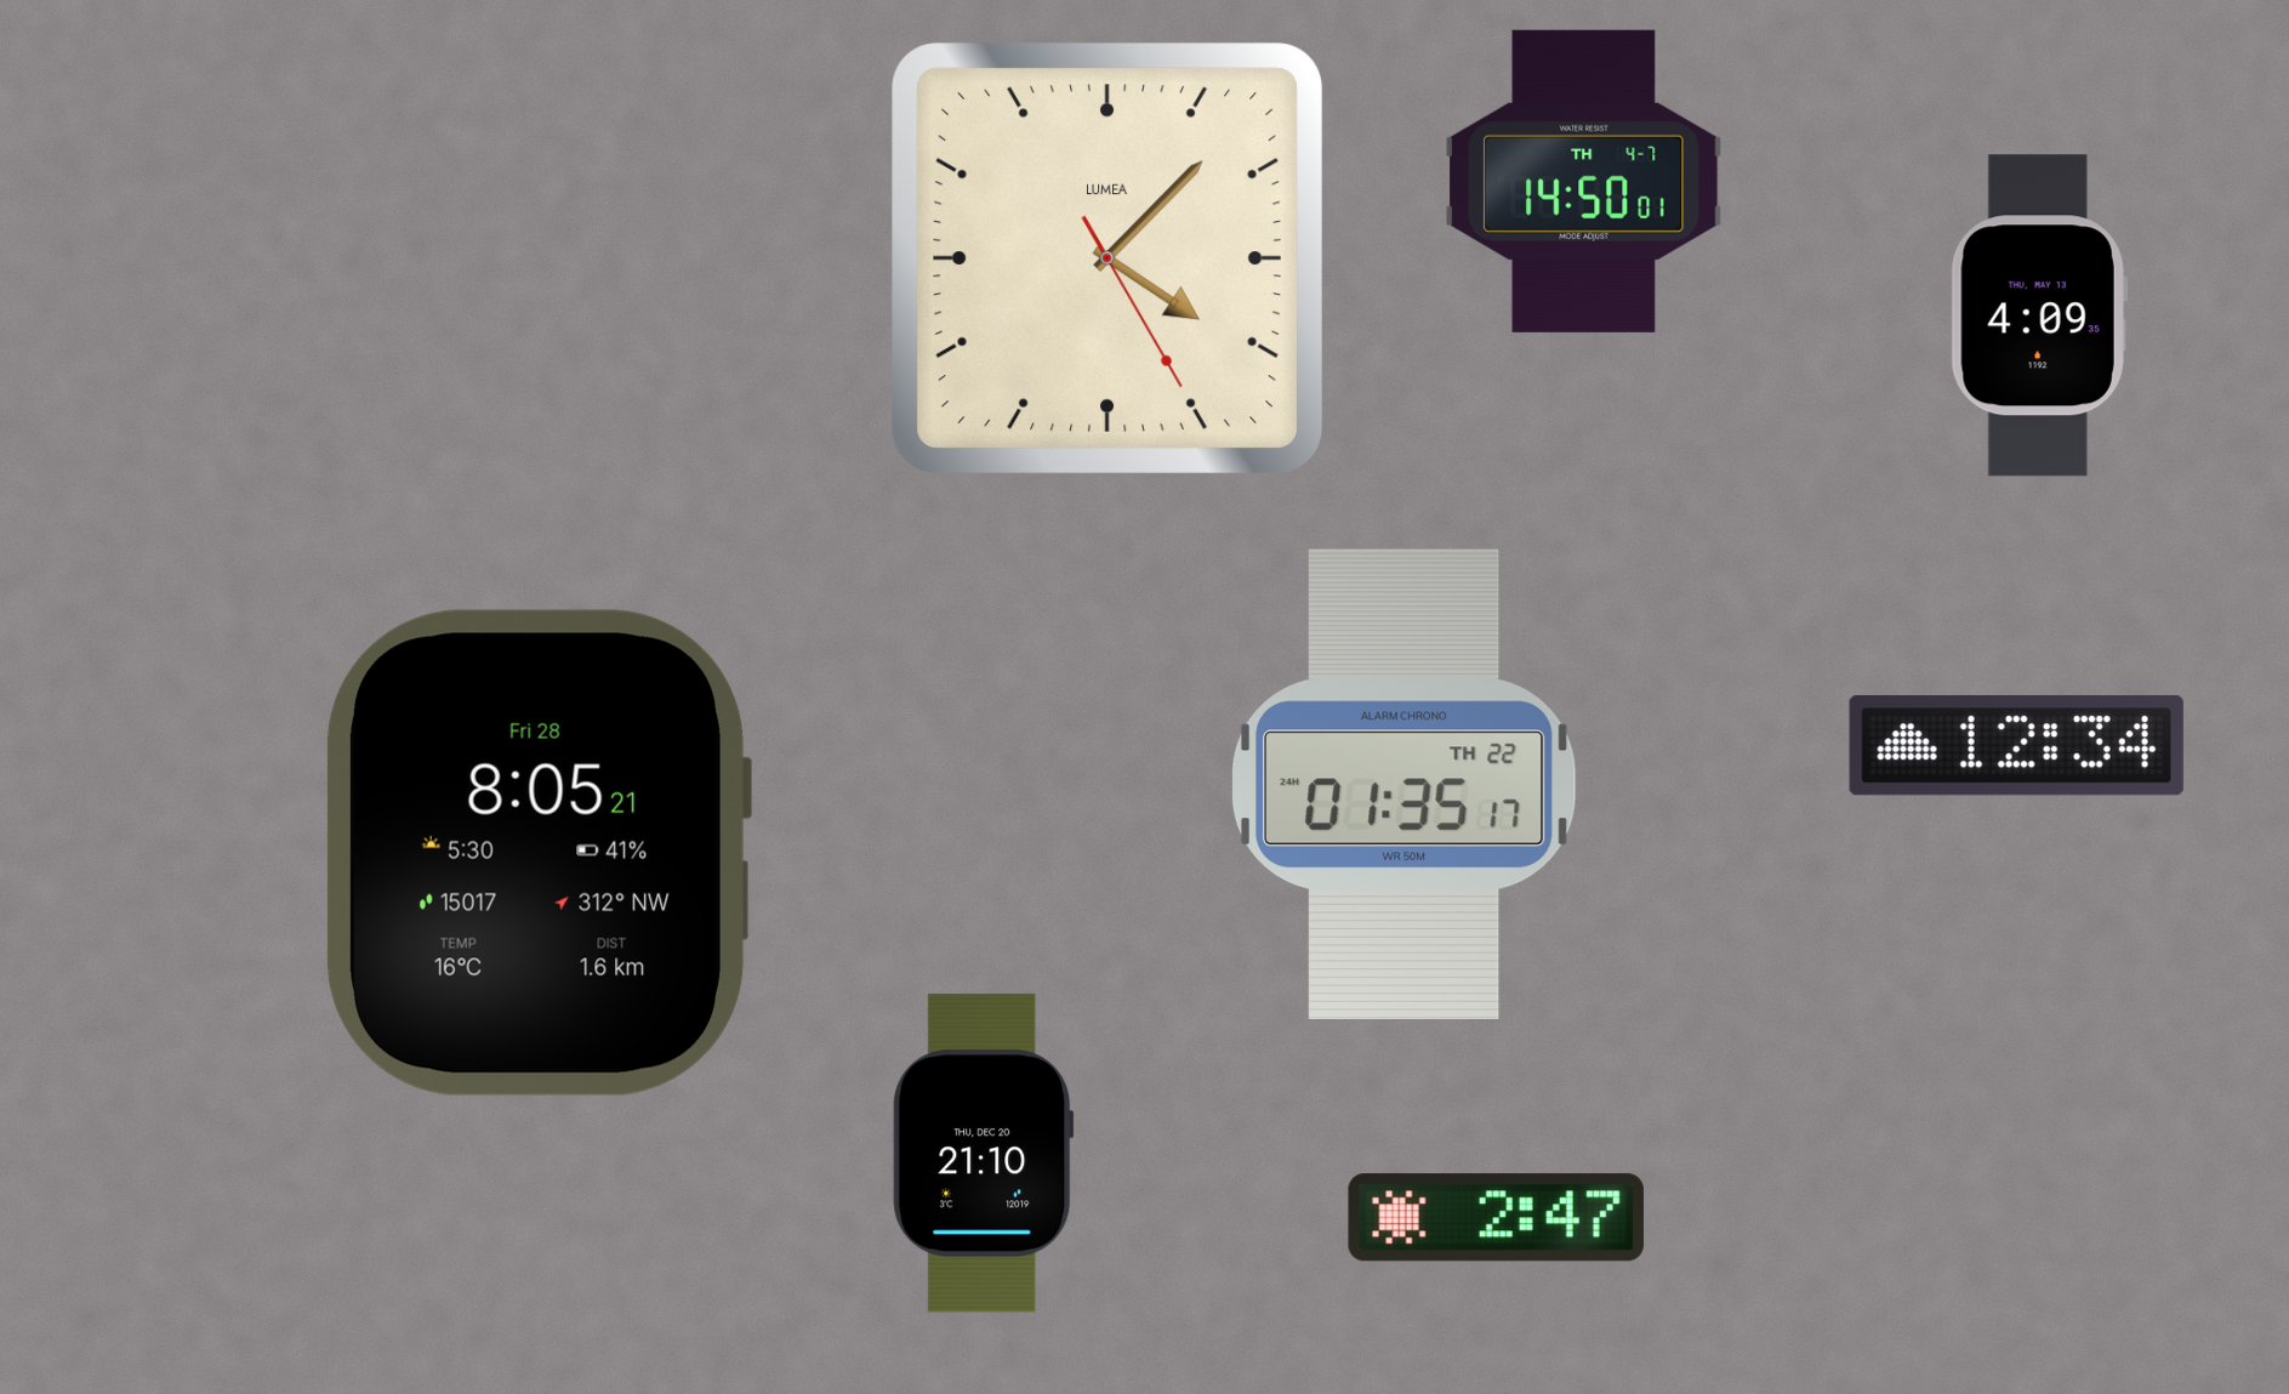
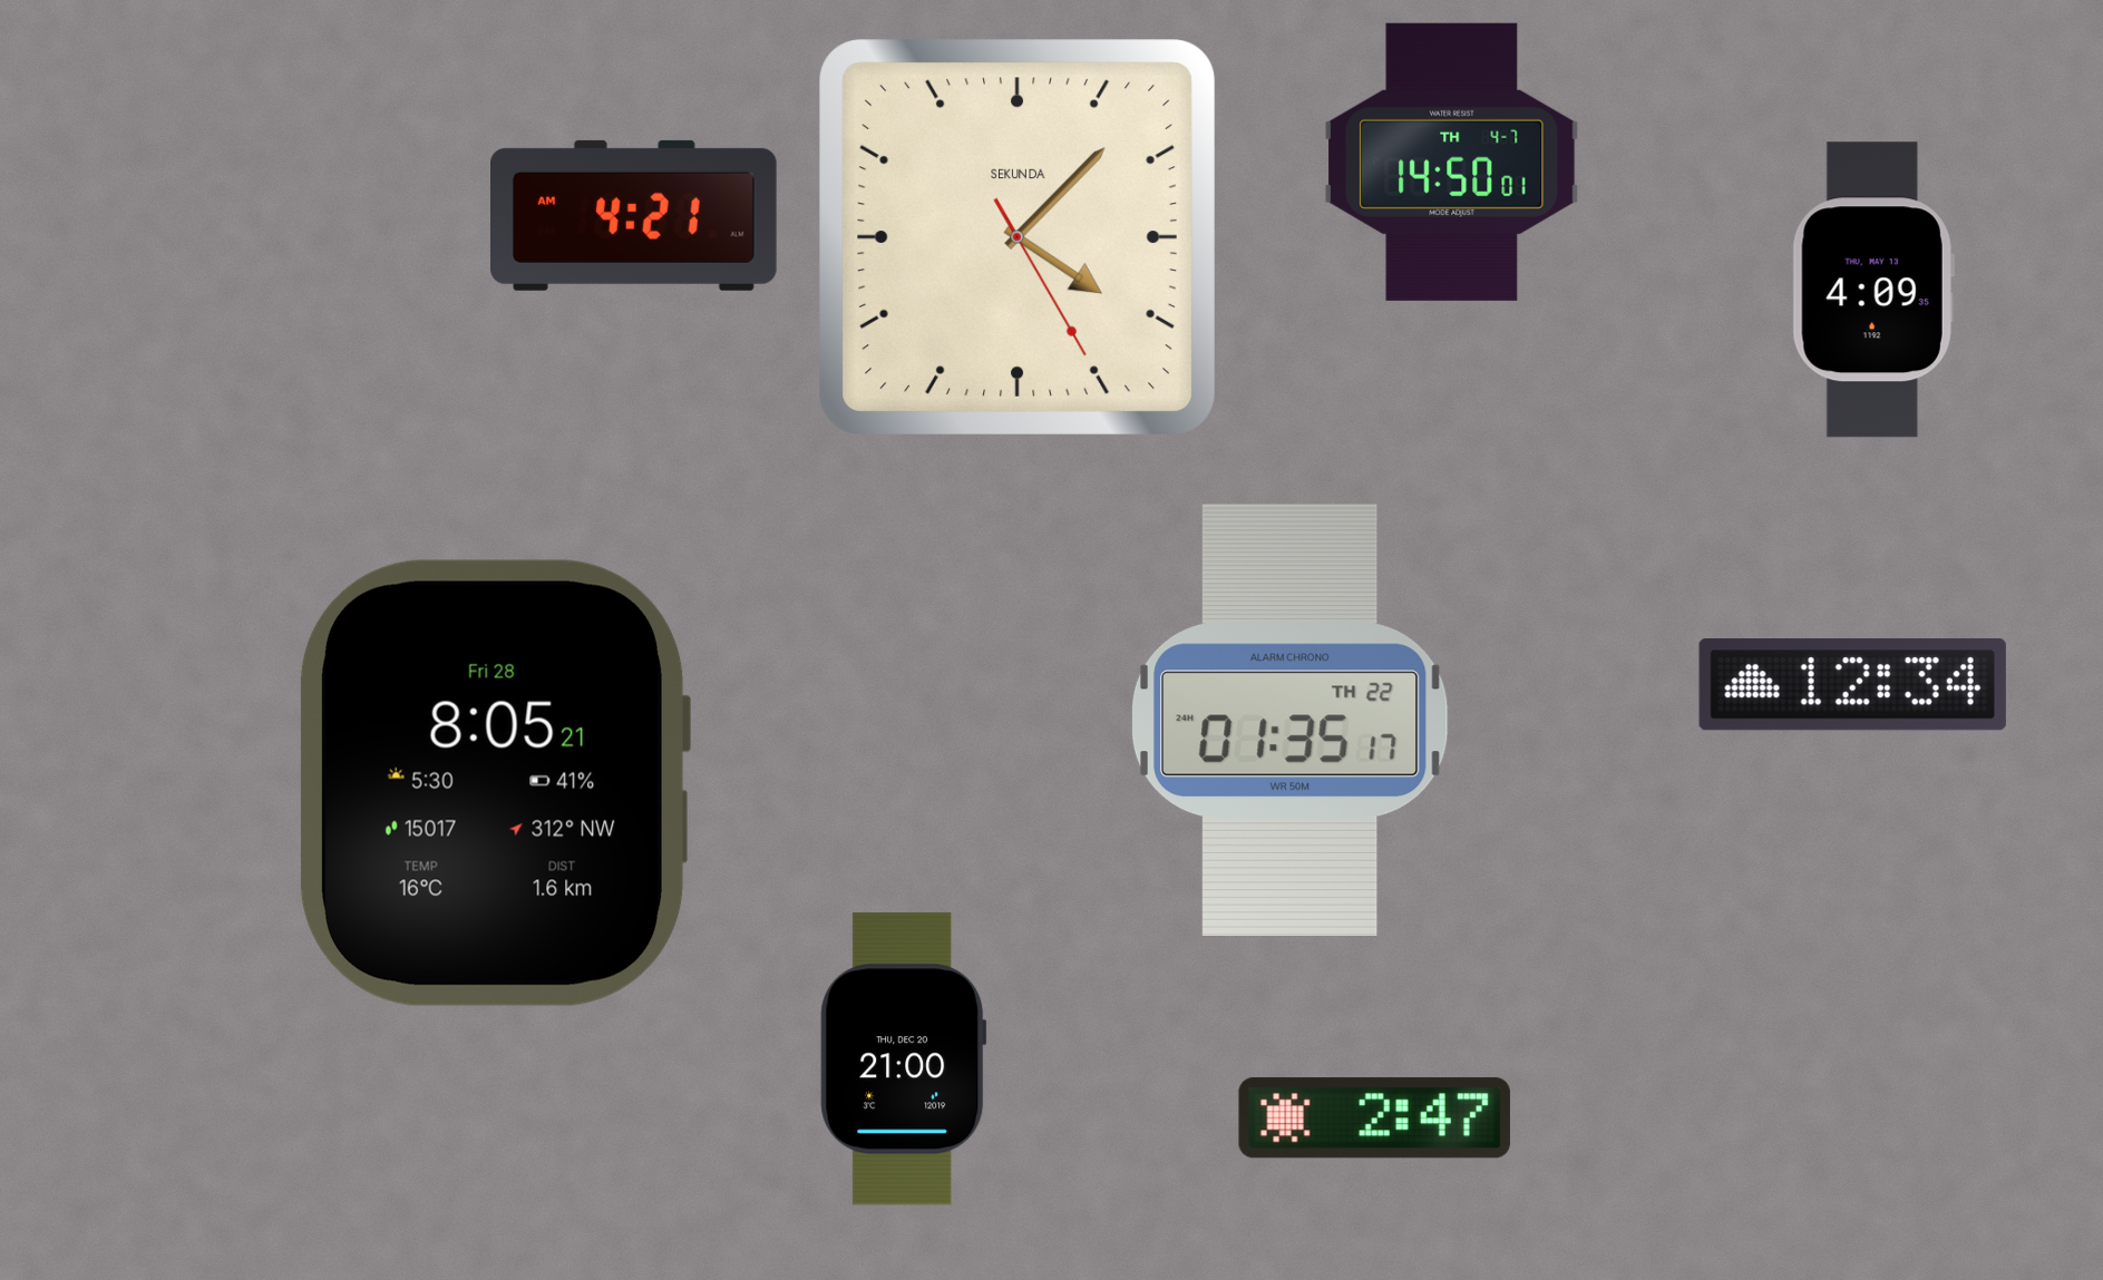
clock at (1584, 181) position: (1584, 181) -> (1452, 162)
clock at (634, 215): none -> 4:21
clock at (1108, 258) brand: LUMEA -> SEKUNDA
clock at (984, 1154): 21:10 -> 21:00
